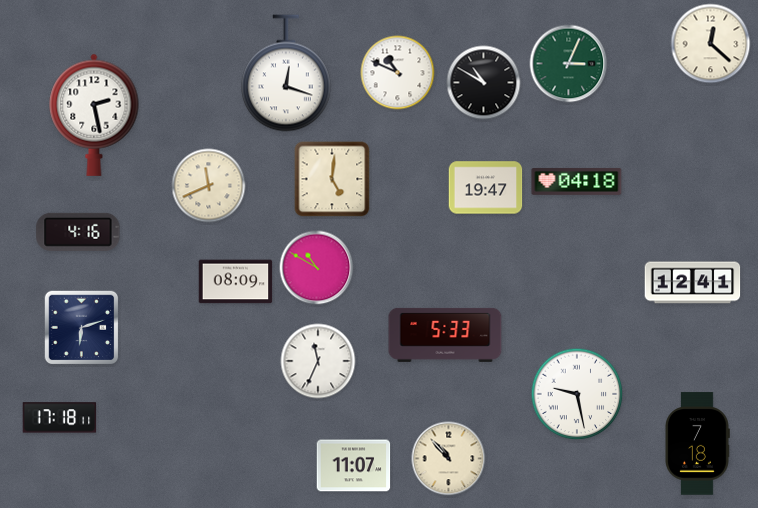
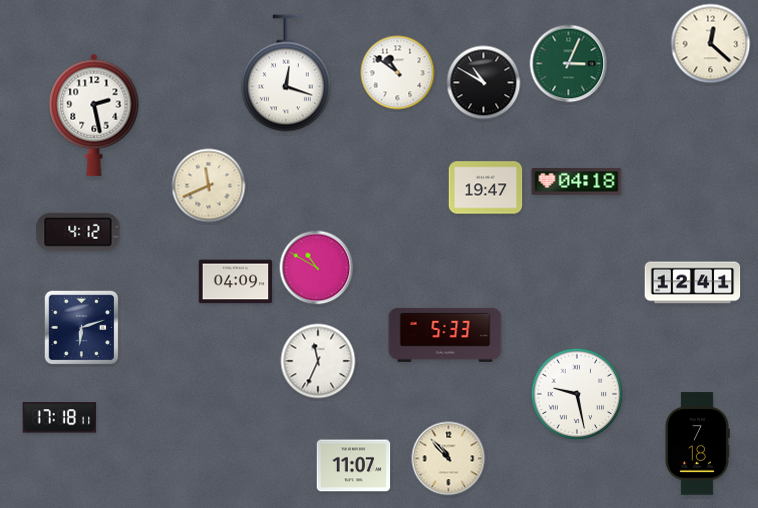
clock at (398, 73): 10:49 -> 10:51
clock at (332, 179): 5:01 -> none
clock at (78, 232): 4:16 -> 4:12
clock at (236, 282): 08:09 -> 04:09
